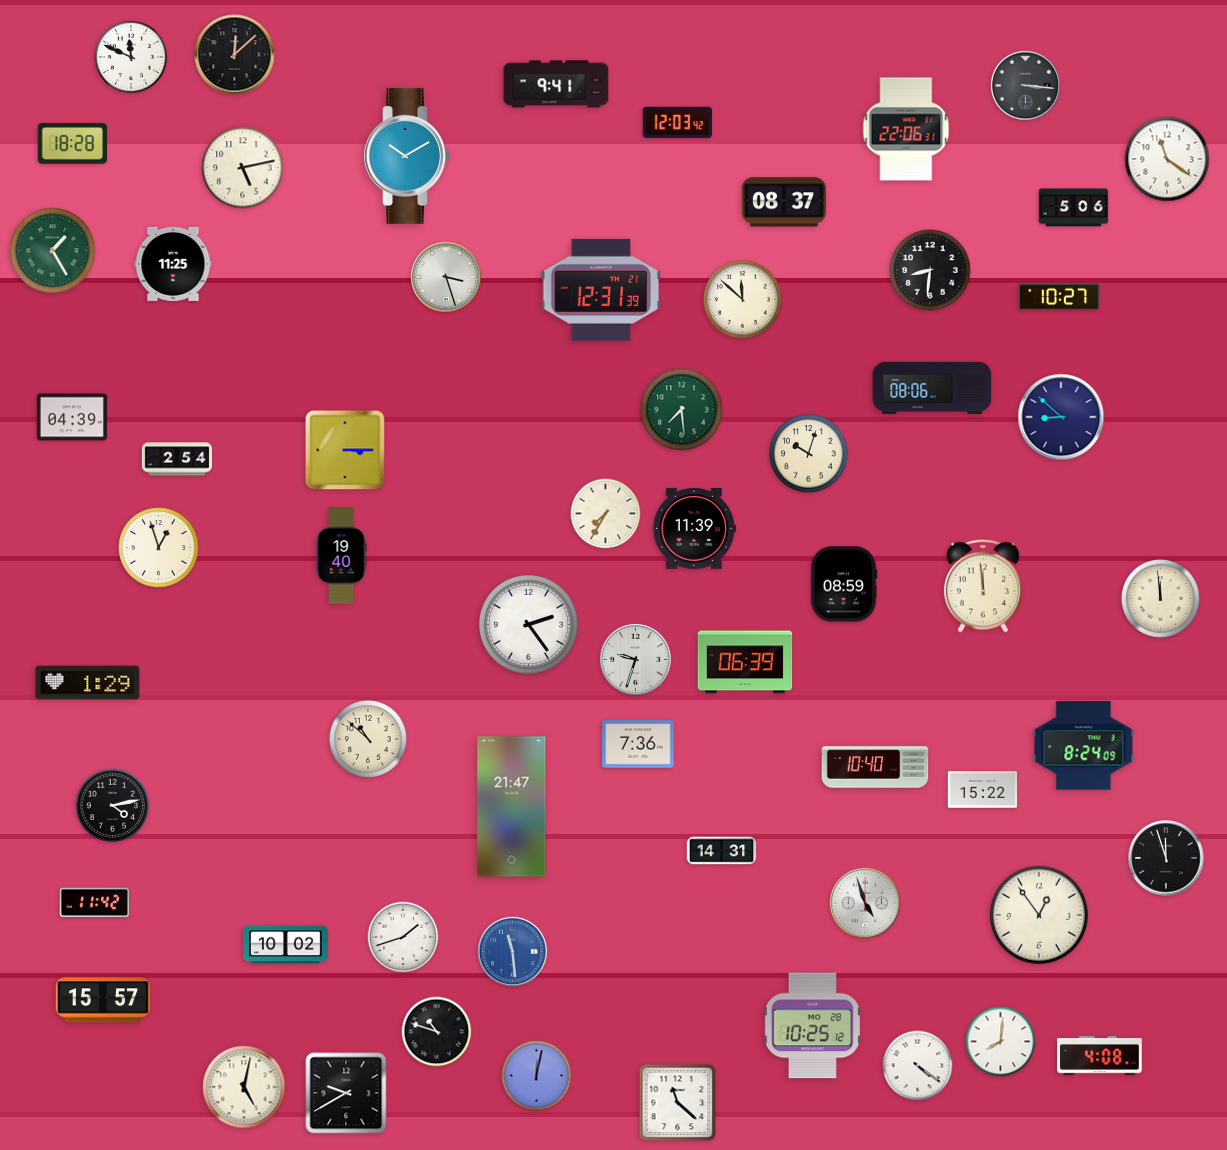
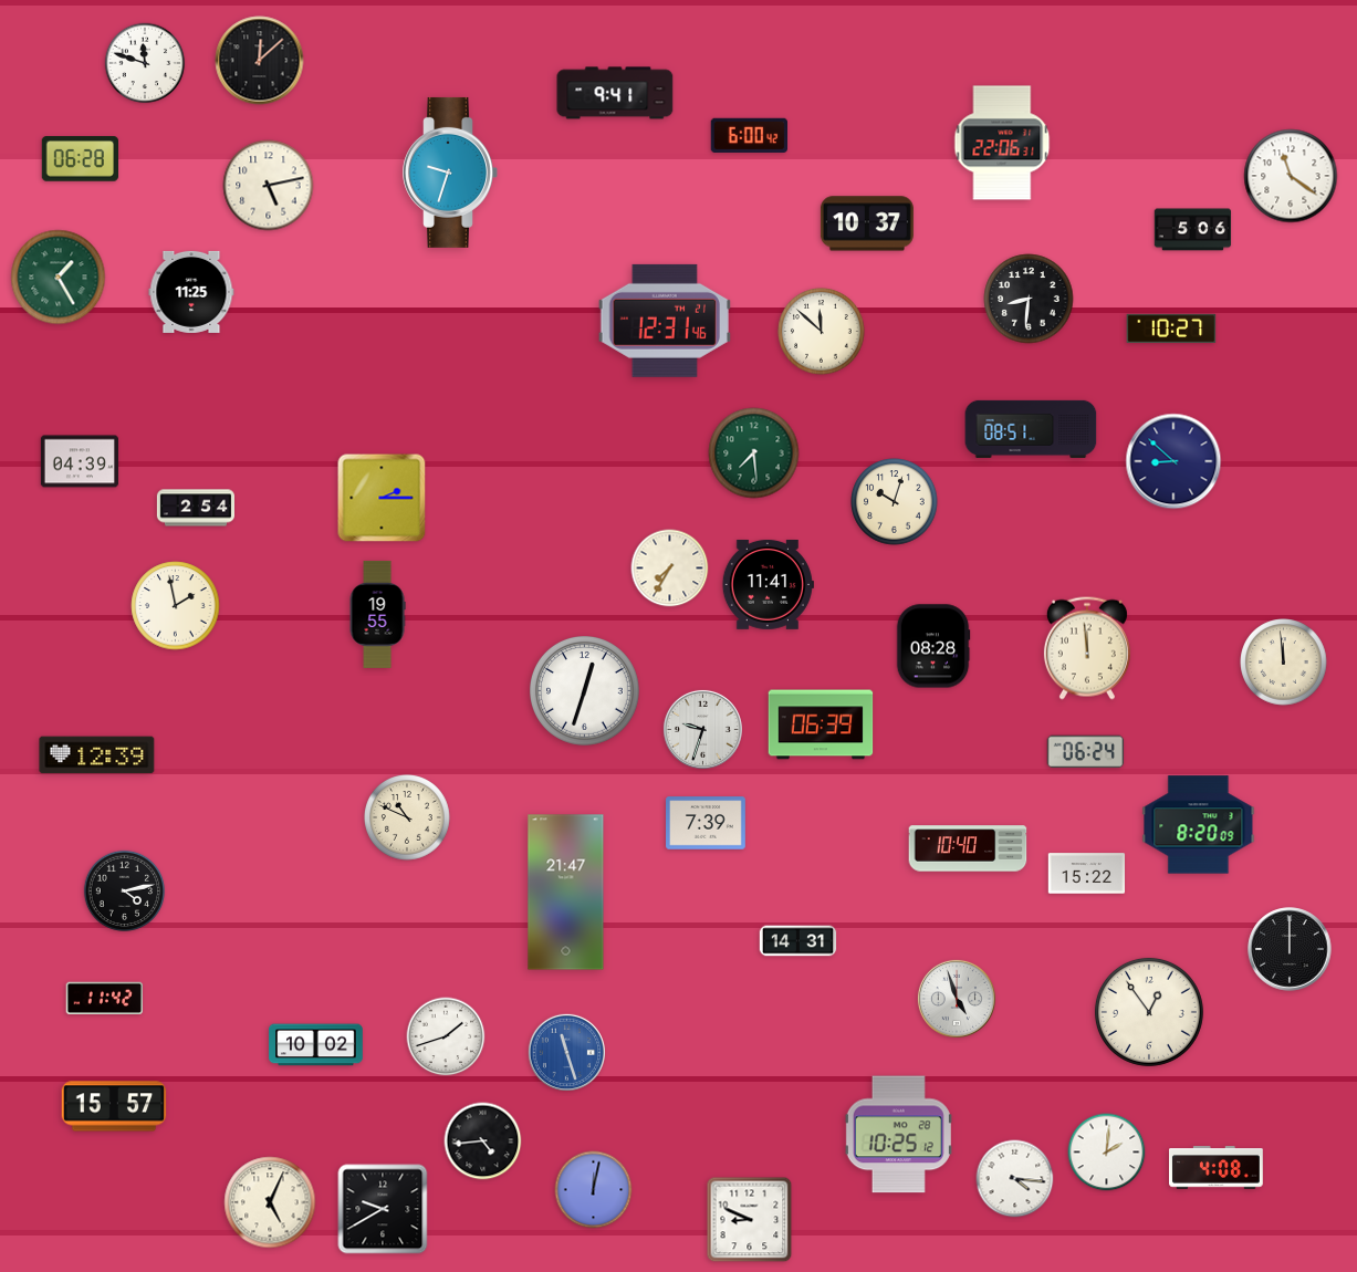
clock at (131, 57): 11:49 -> 11:48
clock at (1025, 85): 3:16 -> none
clock at (677, 122): 12:03 -> 6:00
clock at (73, 144): 18:28 -> 06:28
clock at (407, 156): 10:10 -> 9:33
clock at (784, 202): 08:37 -> 10:37
clock at (1074, 208) position: (1074, 208) -> (1193, 230)
clock at (446, 277): 3:27 -> none
clock at (600, 290): 12:31:39 -> 12:31:46
clock at (932, 388): 08:06 -> 08:51
clock at (345, 450): 3:15 -> 2:15
clock at (694, 529): 11:39 -> 11:41
clock at (159, 548): 12:57 -> 1:58
clock at (341, 555): 19:40 -> 19:55
clock at (844, 584): 08:59 -> 08:28
clock at (529, 625): 2:24 -> 12:33
clock at (745, 662) position: (745, 662) -> (821, 724)
clock at (1086, 752): none -> 06:24
clock at (88, 683): 1:29 -> 12:39
clock at (369, 740): 10:52 -> 10:49
clock at (639, 744): 7:36 -> 7:39
clock at (1084, 746): 8:24 -> 8:20
clock at (1166, 858): 11:57 -> 12:00
clock at (512, 951): 11:29 -> 11:27
clock at (437, 1032): 10:48 -> 4:44
clock at (1001, 1042): 8:01 -> 2:01
clock at (918, 1066): 4:21 -> 4:16
clock at (244, 1087): 5:02 -> 5:04
clock at (678, 1103): 11:22 -> 8:49
